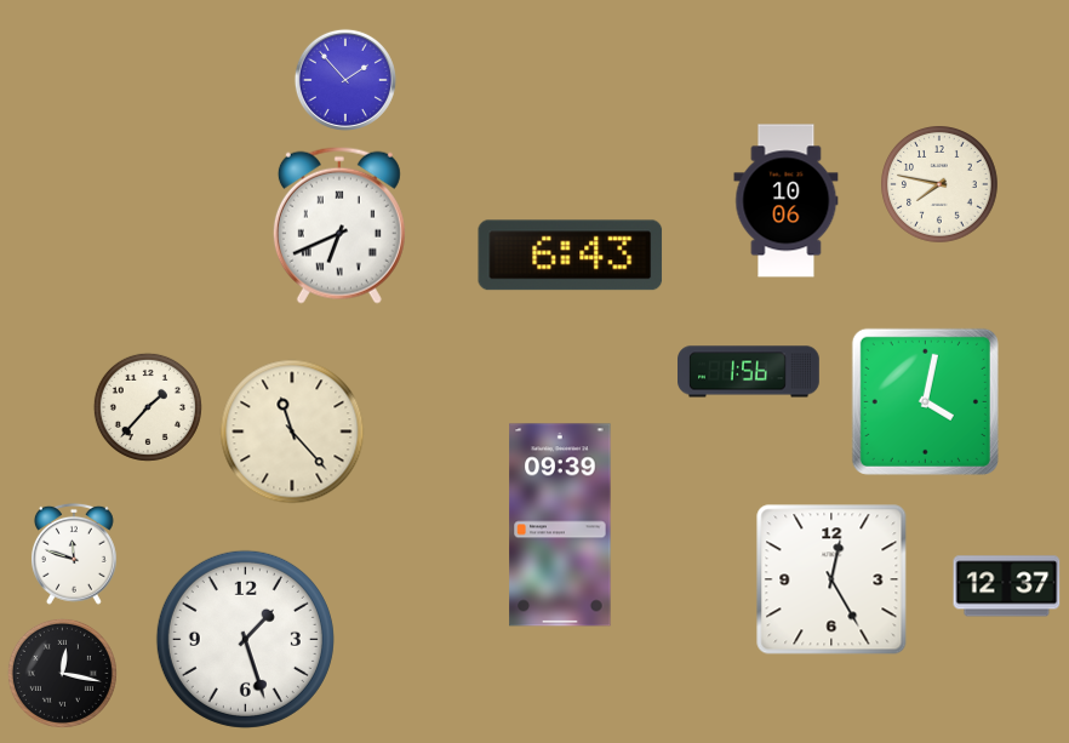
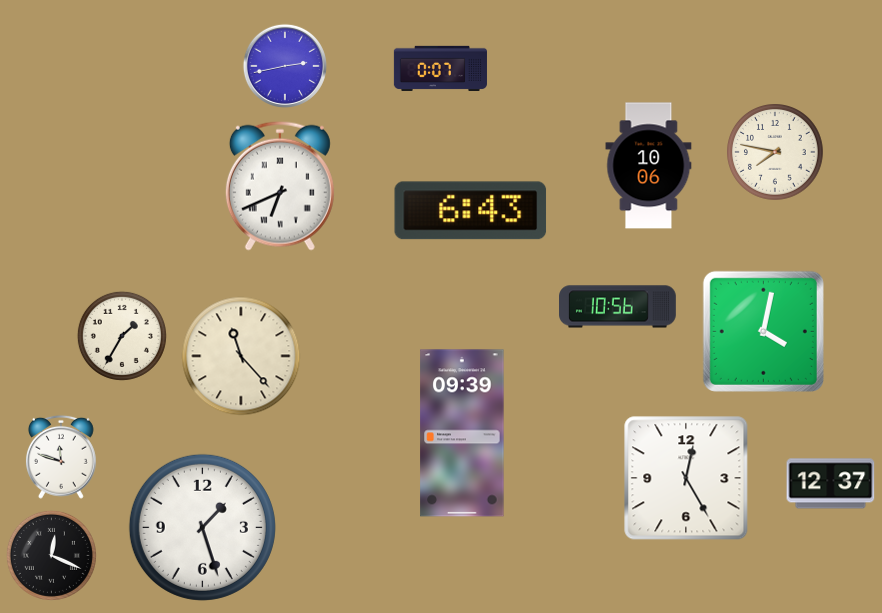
clock at (345, 80): 1:53 -> 2:43
clock at (440, 68): none -> 0:07
clock at (749, 372): 1:56 -> 10:56
clock at (148, 407): 1:37 -> 1:35
clock at (62, 673): 12:17 -> 12:19
